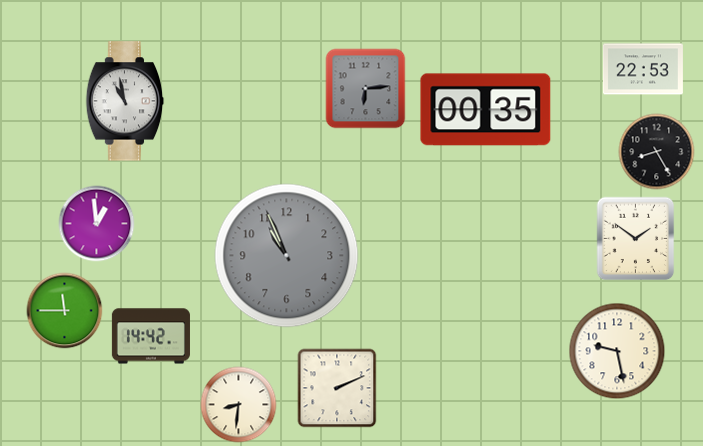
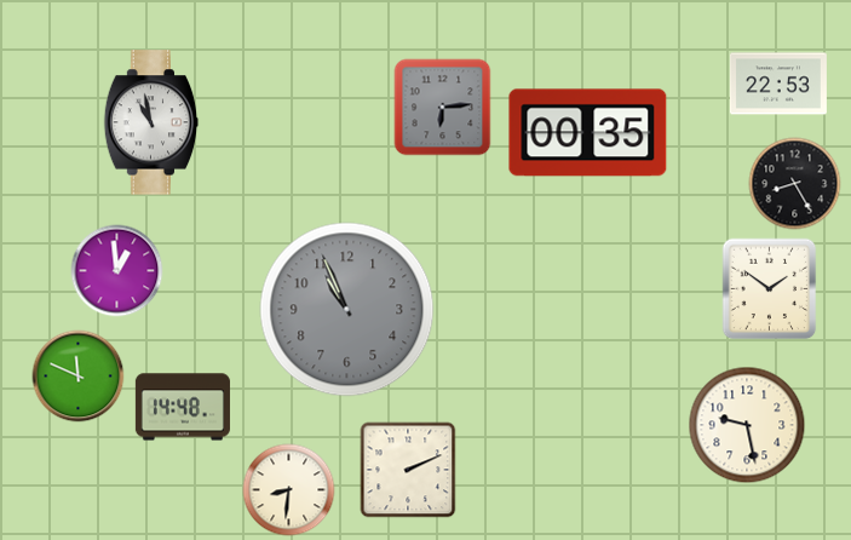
clock at (65, 311): 11:45 -> 11:49
clock at (151, 336): 14:42 -> 14:48
